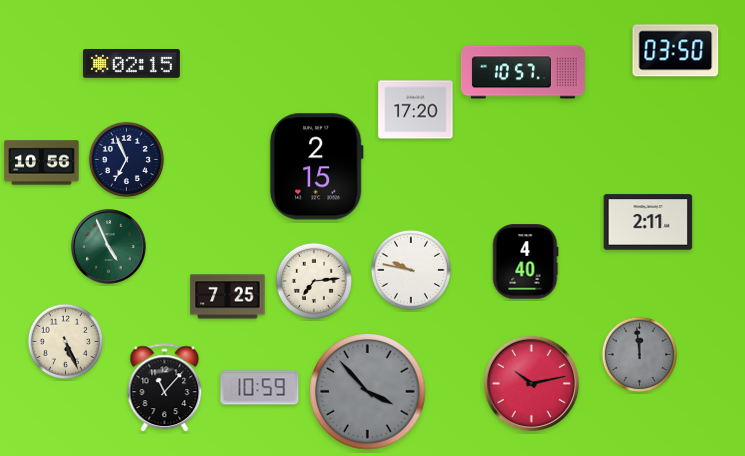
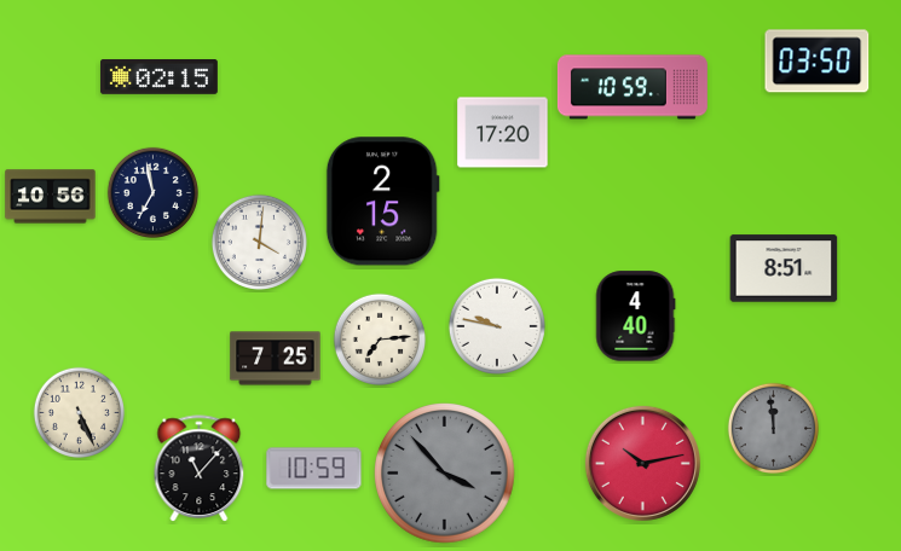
clock at (523, 72): 10:57 -> 10:59
clock at (126, 159): 6:56 -> 6:58
clock at (259, 242): none -> 4:01
clock at (648, 222): 2:11 -> 8:51
clock at (109, 247): 4:56 -> none
